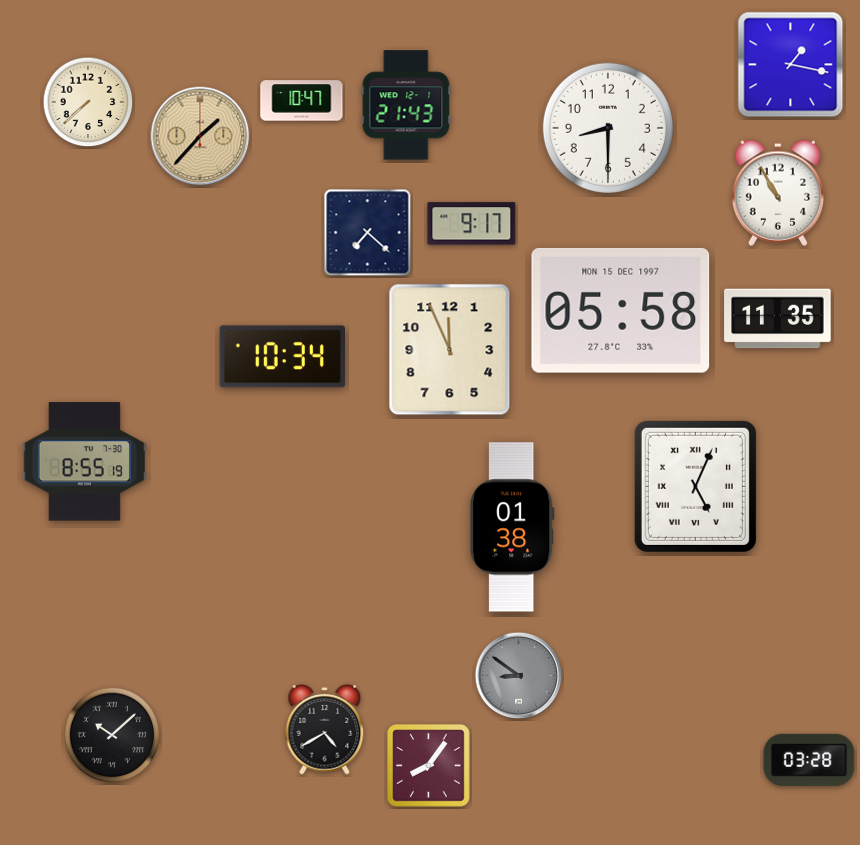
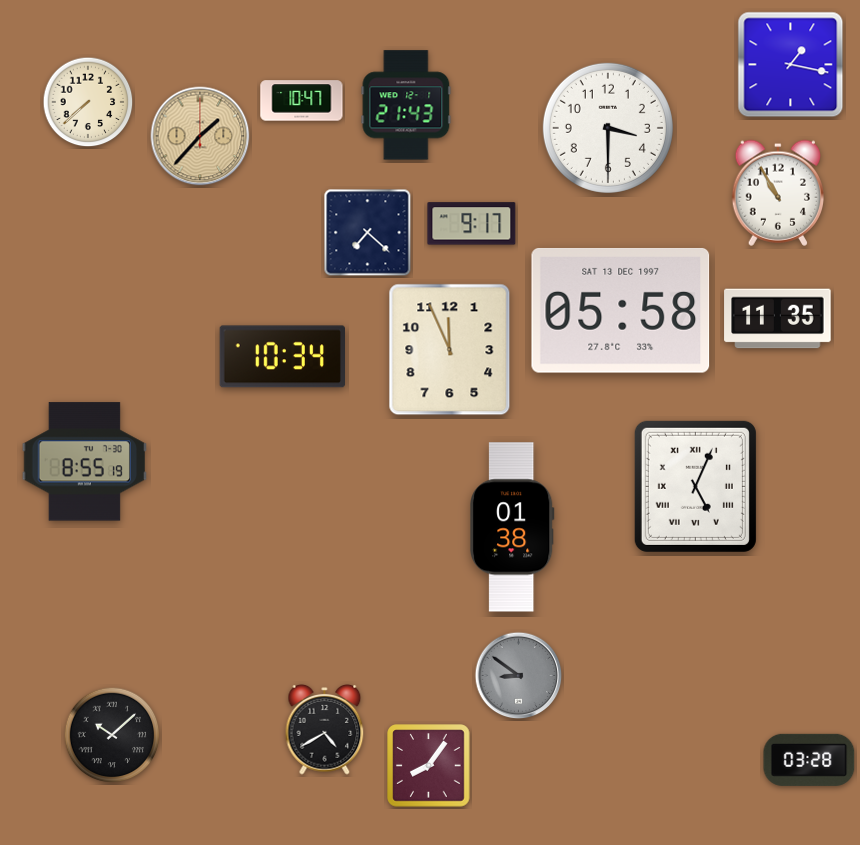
clock at (608, 128): 8:30 -> 3:30
clock at (621, 310) date: MON 15 DEC 1997 -> SAT 13 DEC 1997
